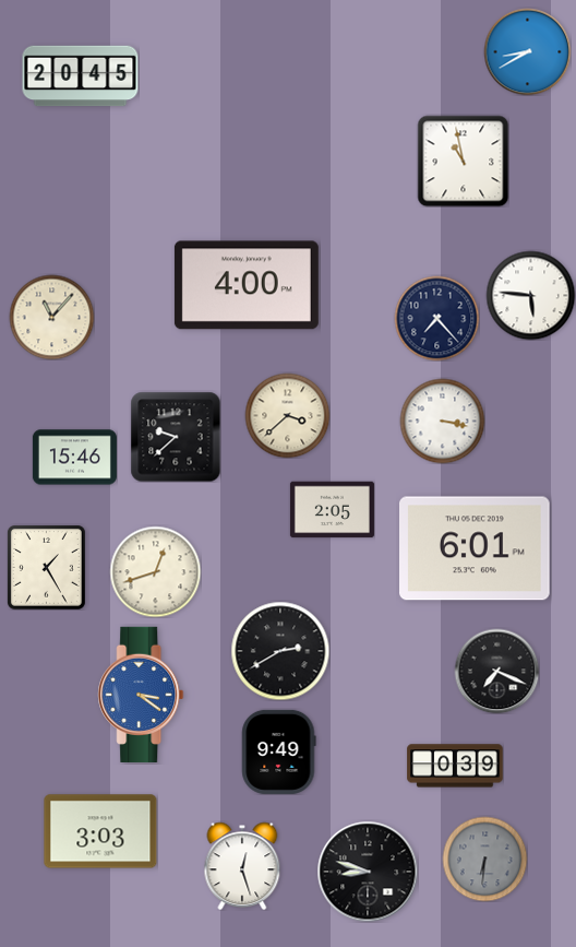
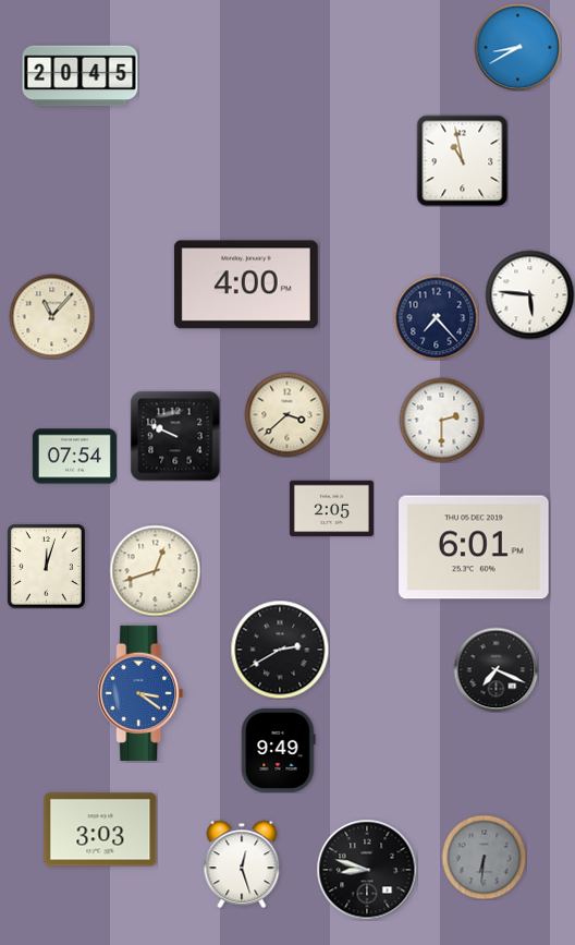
clock at (527, 51) position: (527, 51) -> (517, 47)
clock at (442, 421): 3:17 -> 2:30
clock at (176, 437): 9:38 -> 9:49
clock at (74, 458): 15:46 -> 07:54
clock at (47, 568): 1:25 -> 12:03
clock at (455, 766): 0:39 -> none
